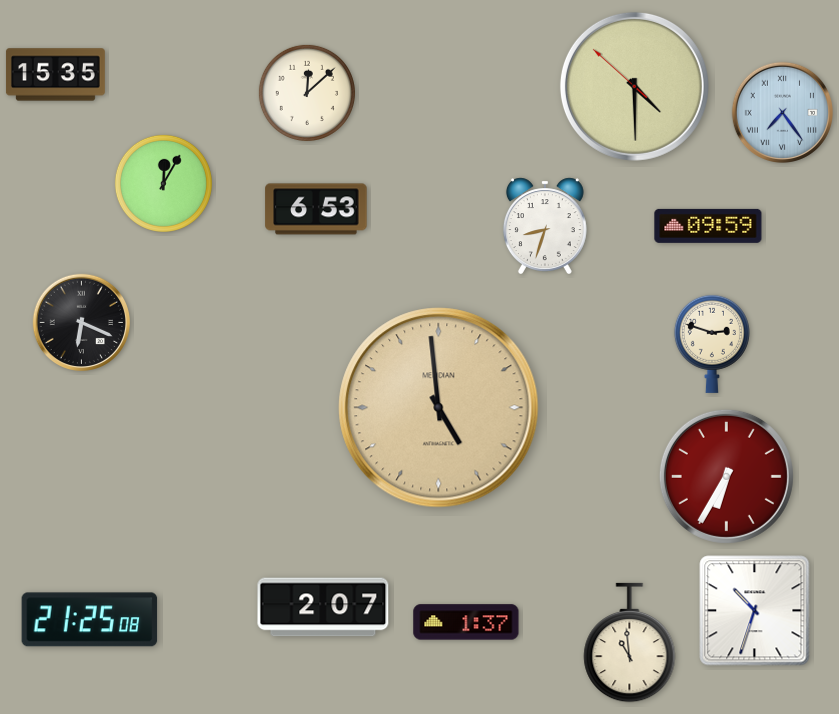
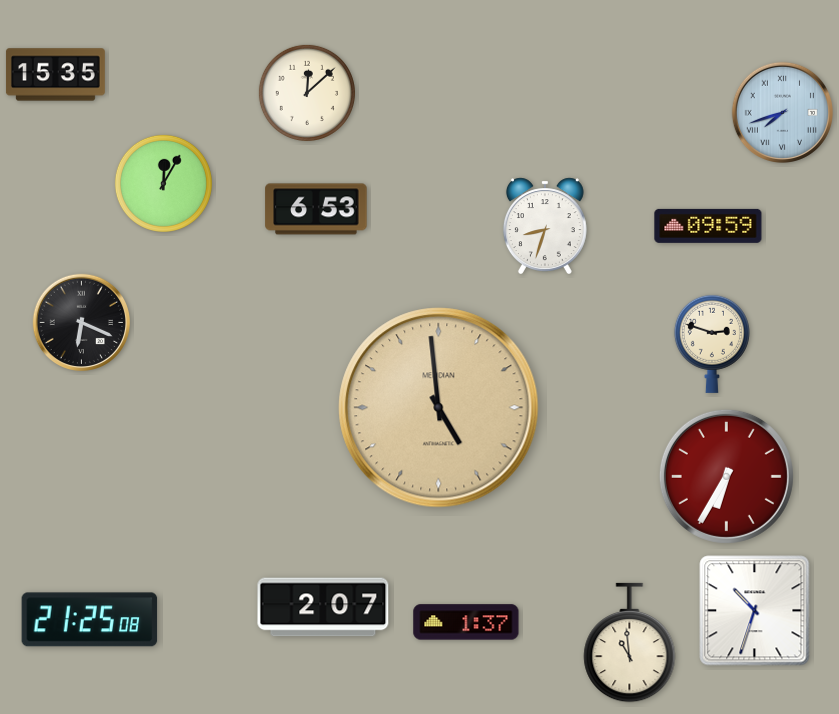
clock at (634, 86): 4:29 -> none
clock at (782, 112): 7:24 -> 7:42
